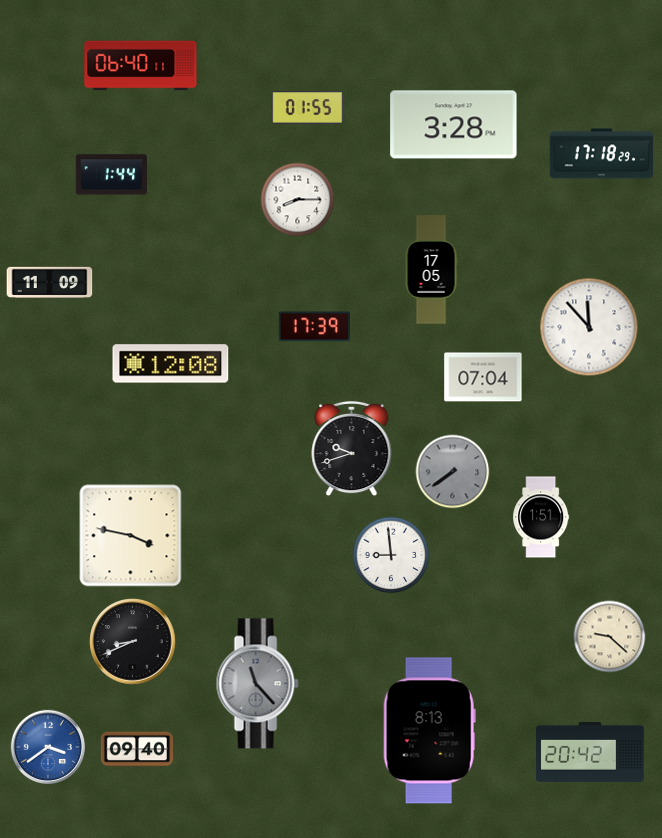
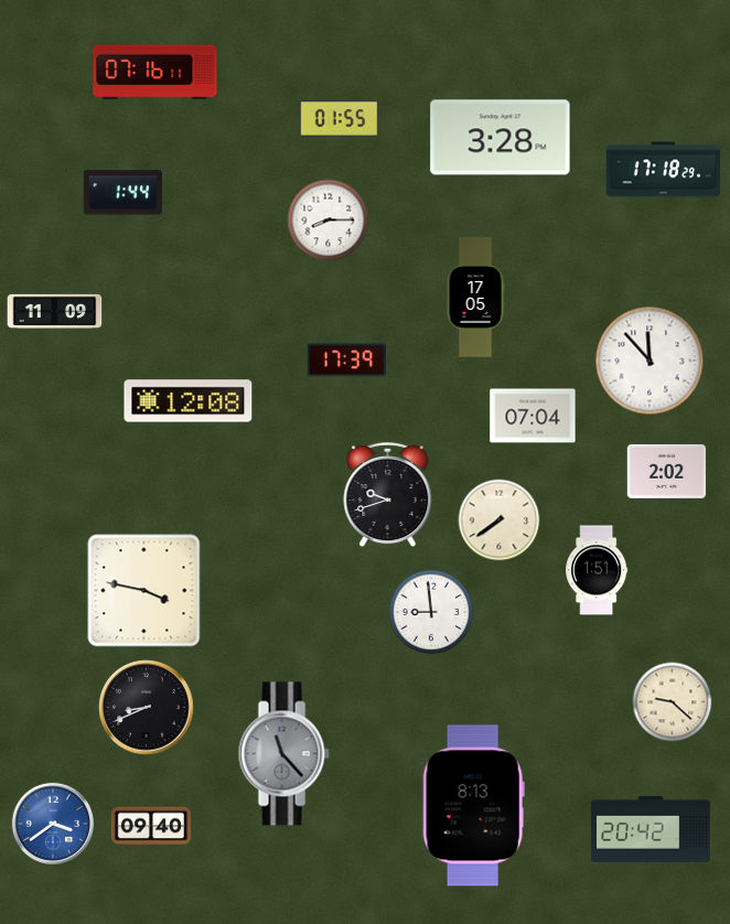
clock at (141, 66): 06:40 -> 07:16
clock at (667, 472): none -> 2:02
clock at (453, 472) dial: grey -> cream
